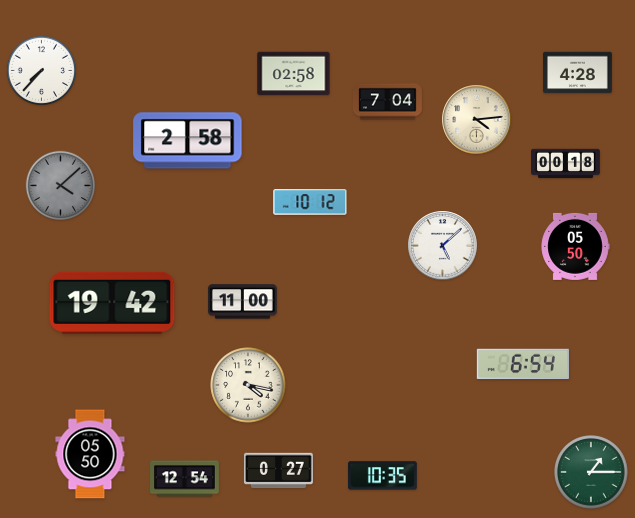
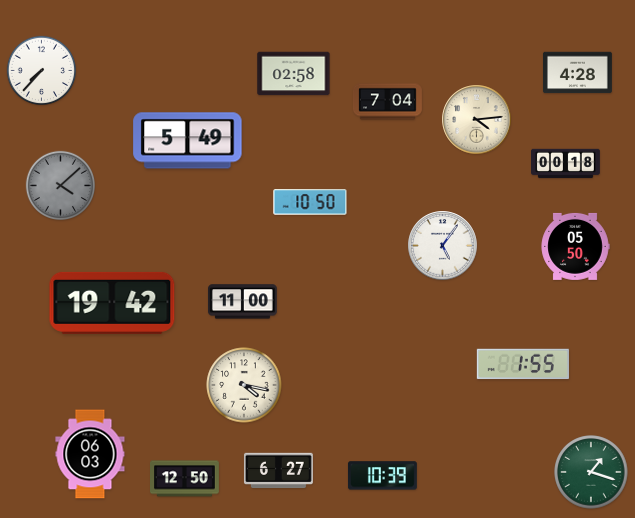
clock at (188, 141): 2:58 -> 5:49
clock at (310, 202): 10:12 -> 10:50
clock at (443, 246): 5:08 -> 5:06
clock at (523, 364): 6:54 -> 1:55
clock at (248, 385) position: (248, 385) -> (244, 385)
clock at (90, 454): 05:50 -> 06:03
clock at (278, 471): 0:27 -> 6:27
clock at (591, 472): 1:15 -> 1:18
clock at (382, 476): 10:35 -> 10:39
clock at (185, 479): 12:54 -> 12:50
